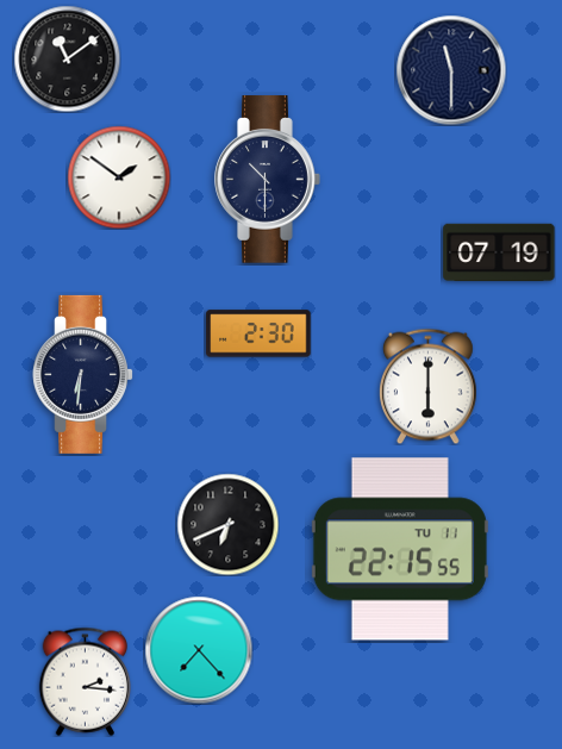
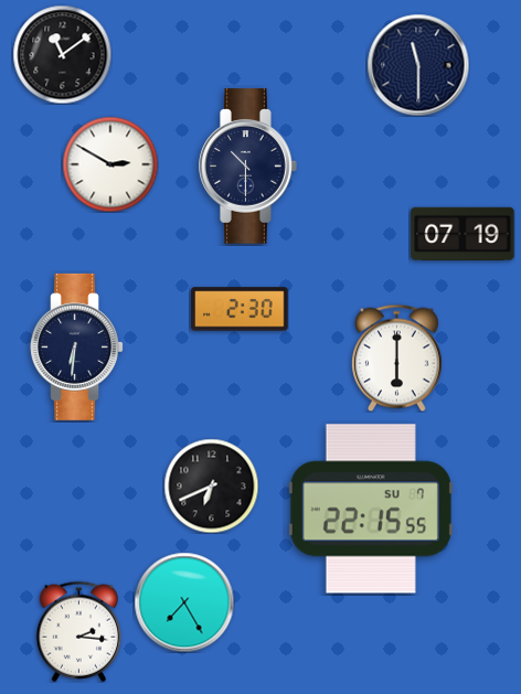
clock at (119, 177): 1:51 -> 2:50
clock at (400, 549) date: TU 11 -> SU 7
clock at (199, 650): 7:23 -> 7:25
